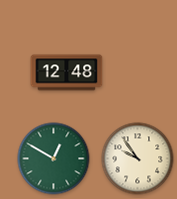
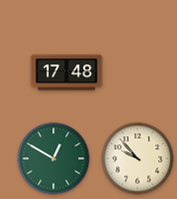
clock at (67, 73): 12:48 -> 17:48
clock at (138, 159): 9:54 -> 9:53
